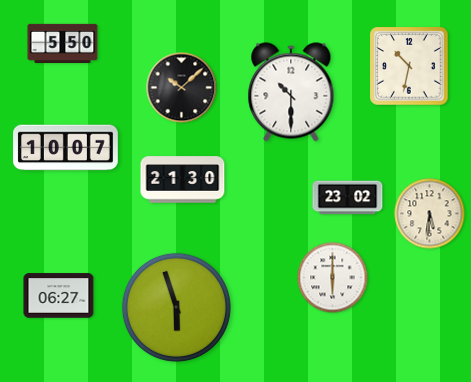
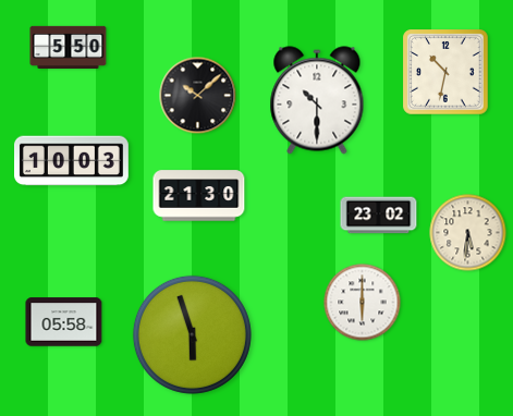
clock at (66, 148): 10:07 -> 10:03
clock at (59, 296): 06:27 -> 05:58
